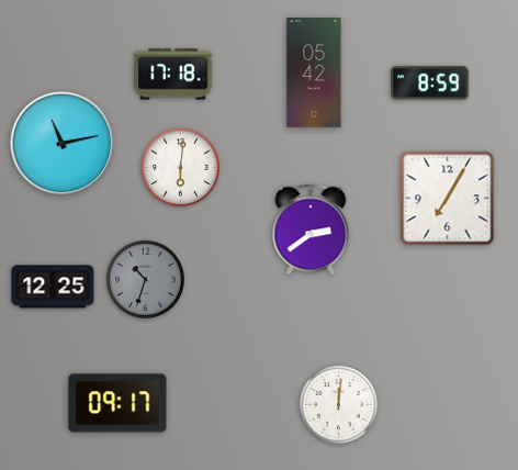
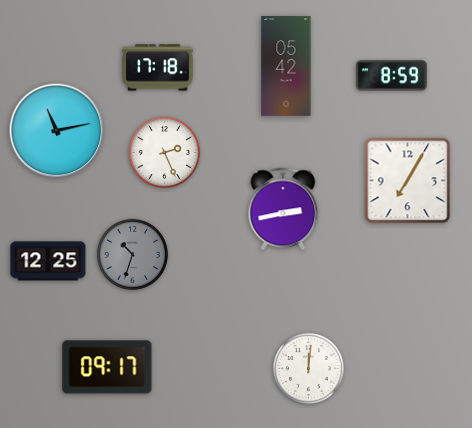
clock at (180, 167): 6:01 -> 2:26
clock at (311, 230): 2:39 -> 2:43
